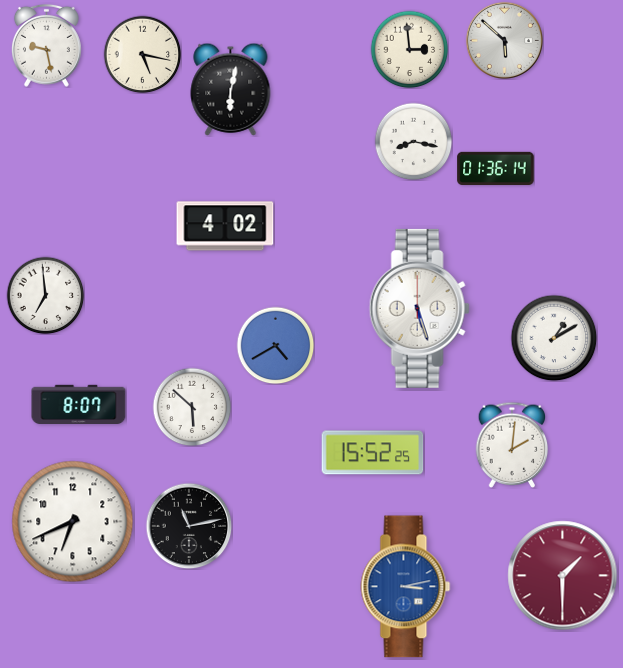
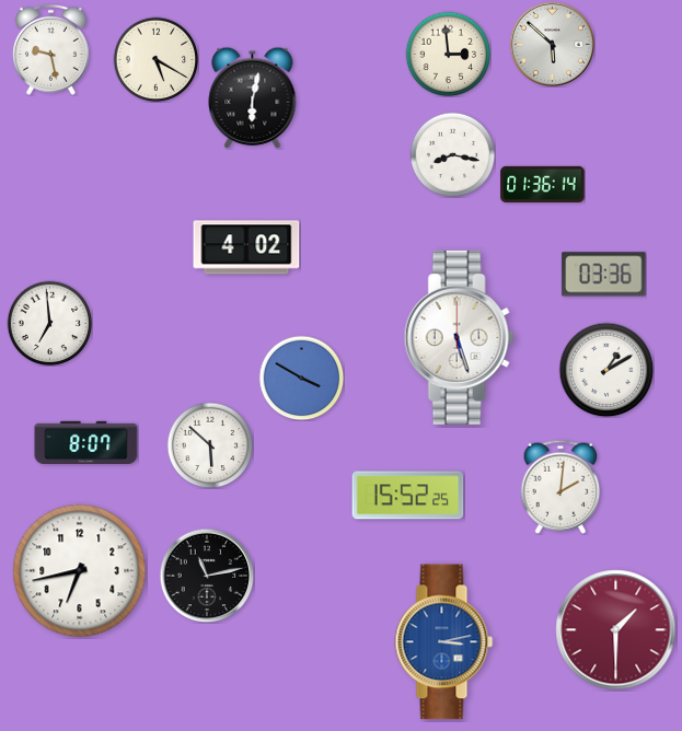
clock at (142, 54): 5:17 -> 5:20
clock at (604, 275): none -> 03:36
clock at (275, 345): 4:40 -> 3:50
clock at (73, 522): 6:41 -> 6:43
